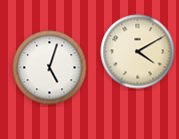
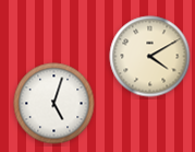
clock at (50, 68) position: (50, 68) -> (54, 104)
